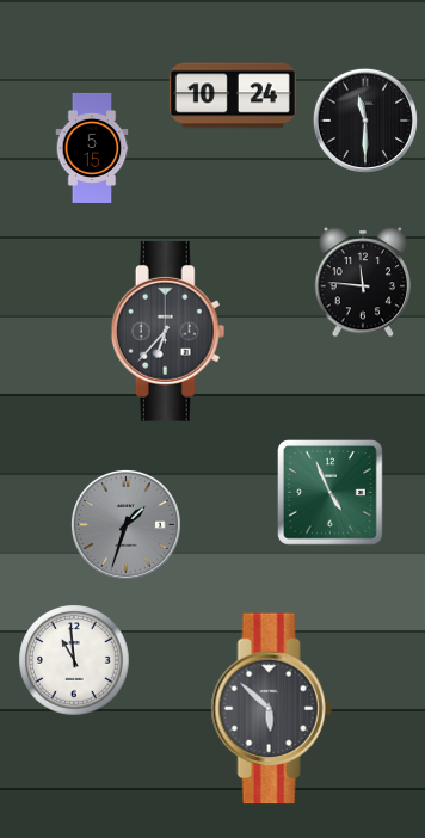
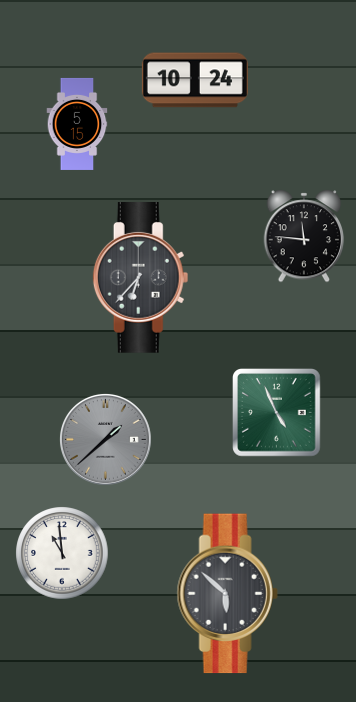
clock at (365, 121): 11:30 -> none
clock at (125, 524): 1:33 -> 1:38
